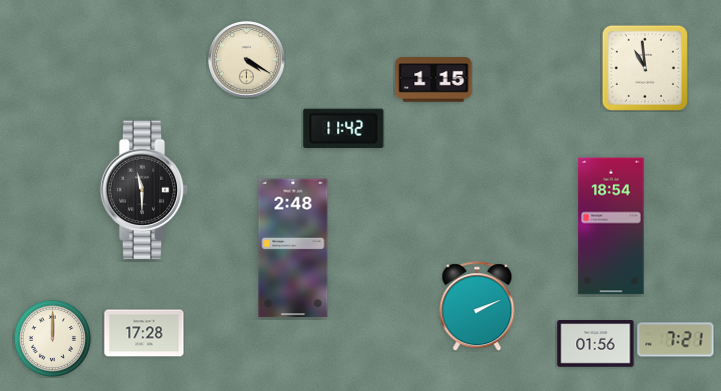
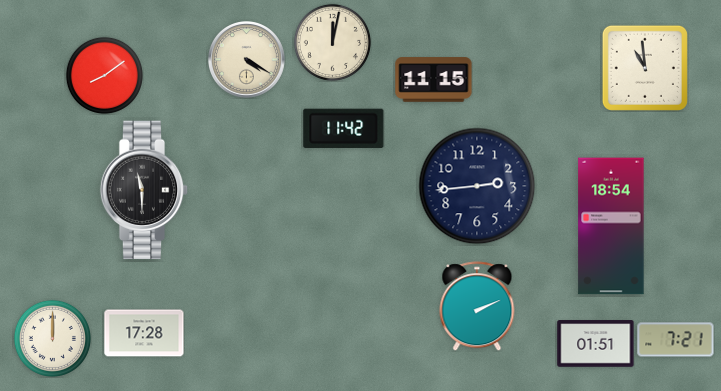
clock at (332, 42): none -> 12:02
clock at (104, 75): none -> 8:09
clock at (434, 80): 1:15 -> 11:15
clock at (477, 186): none -> 2:44
clock at (293, 248): 2:48 -> none
clock at (596, 344): 01:56 -> 01:51
